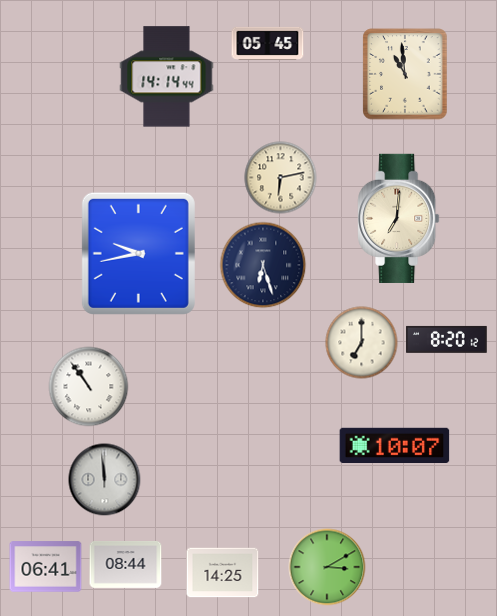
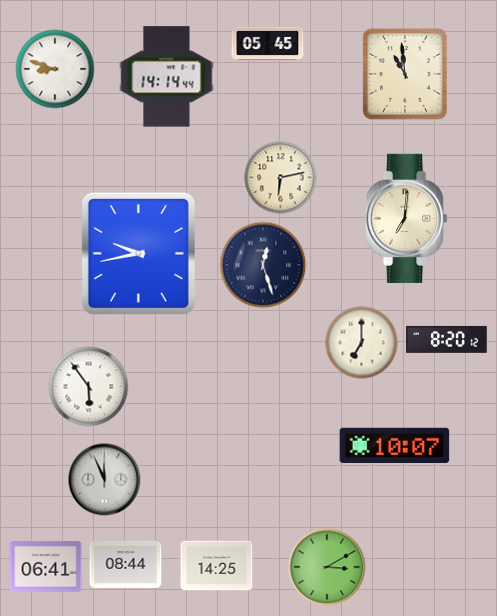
clock at (55, 69): none -> 8:48
clock at (399, 218) position: (399, 218) -> (407, 218)
clock at (263, 265): 6:27 -> 12:27
clock at (89, 387): 10:54 -> 5:54
clock at (105, 480): 11:59 -> 11:56
clock at (223, 573) position: (223, 573) -> (217, 566)
